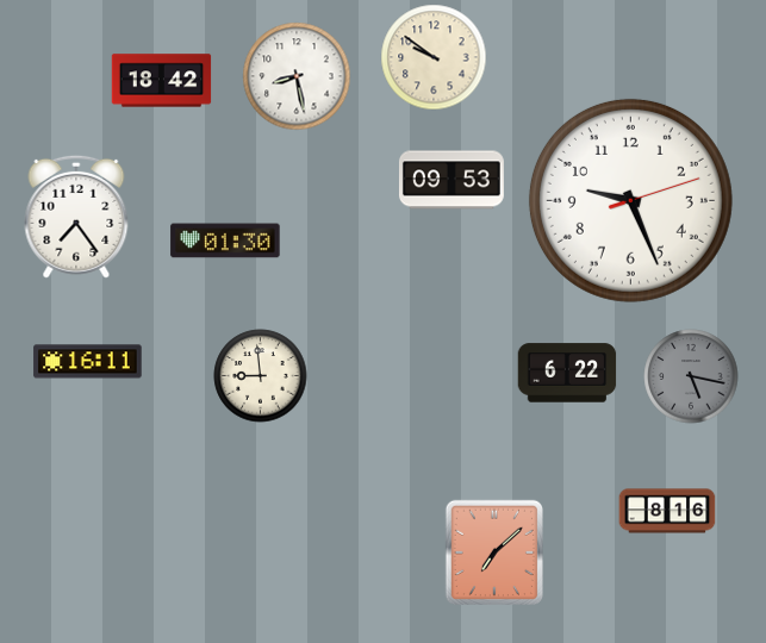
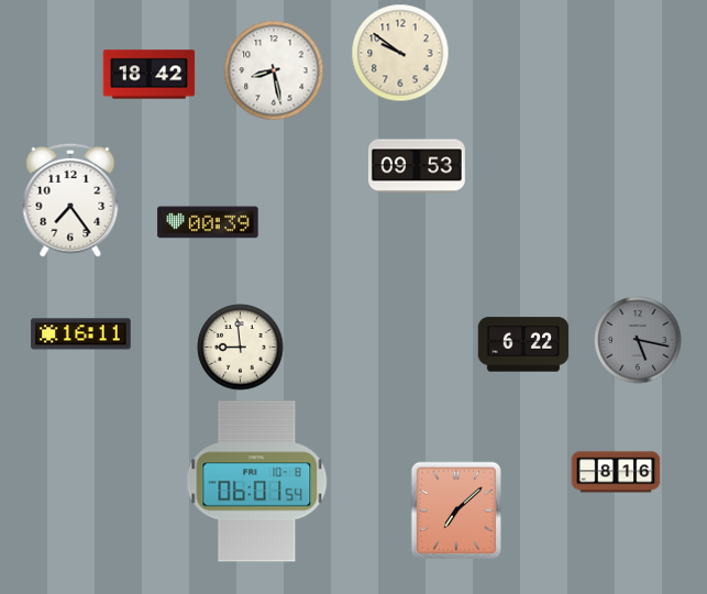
clock at (630, 200): 9:26 -> none
clock at (225, 241): 01:30 -> 00:39
clock at (691, 376) position: (691, 376) -> (638, 340)
clock at (257, 482): none -> 06:01
